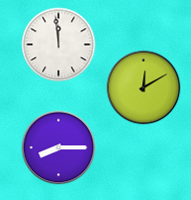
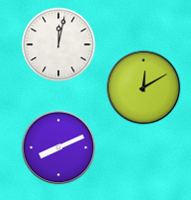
clock at (59, 45): 11:59 -> 12:02
clock at (59, 148): 8:15 -> 8:11
